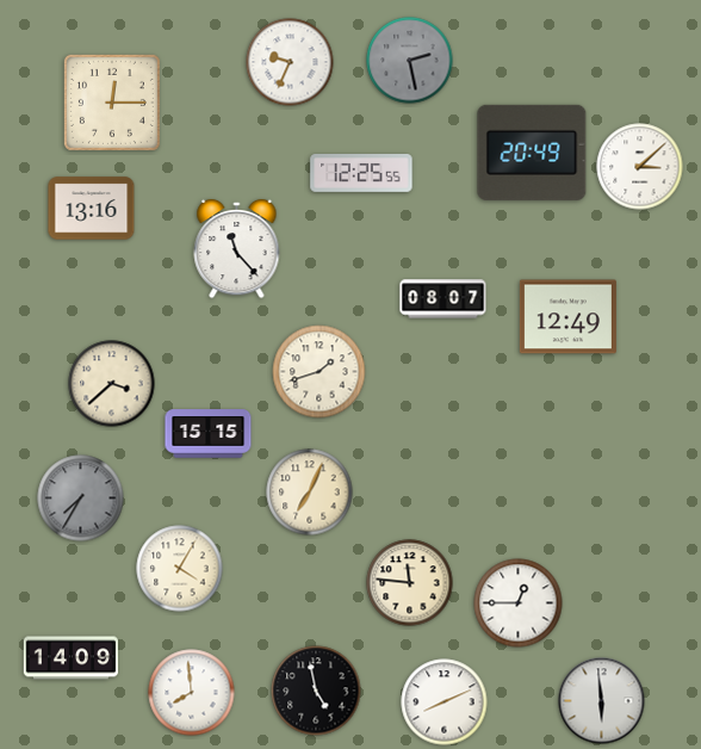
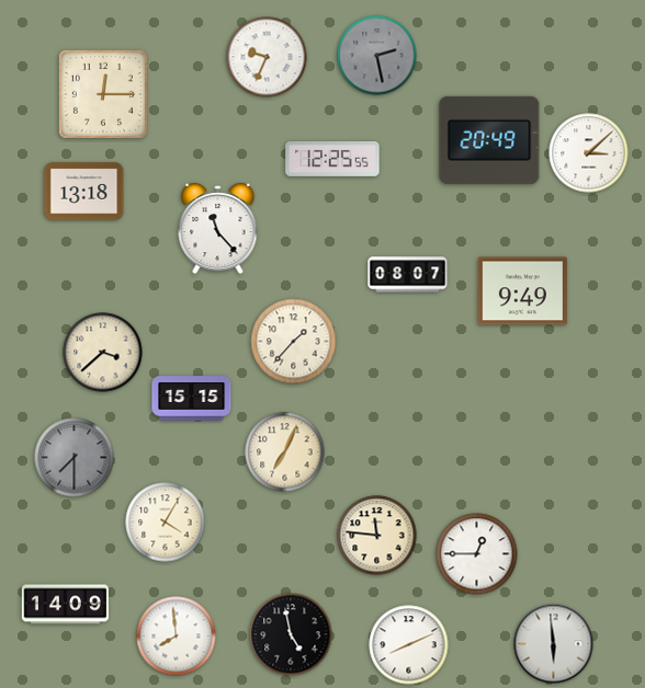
clock at (92, 209): 13:16 -> 13:18
clock at (567, 317): 12:49 -> 9:49
clock at (320, 372): 1:42 -> 1:37
clock at (81, 499): 7:35 -> 7:30
